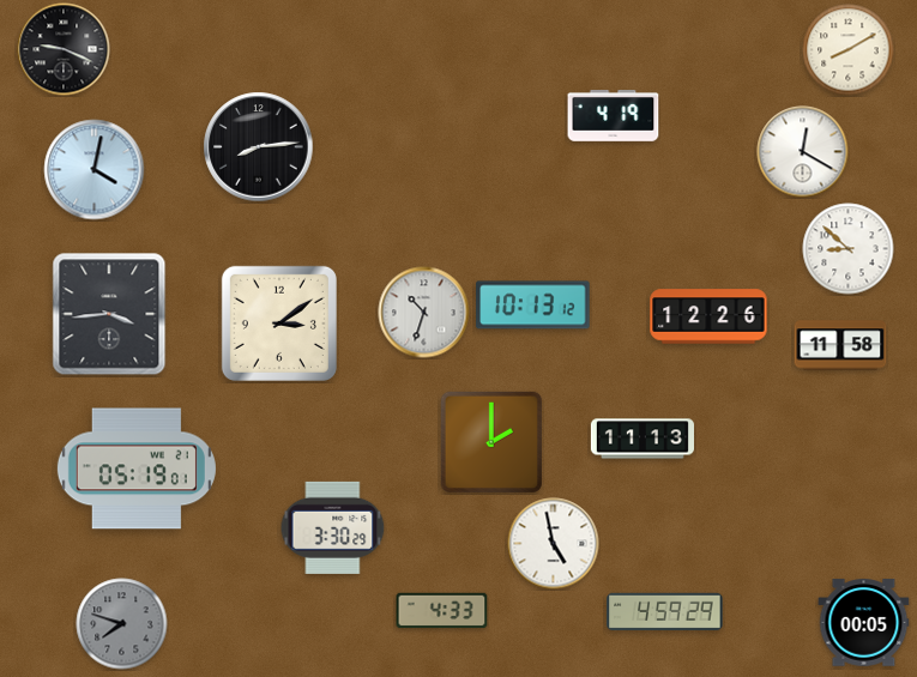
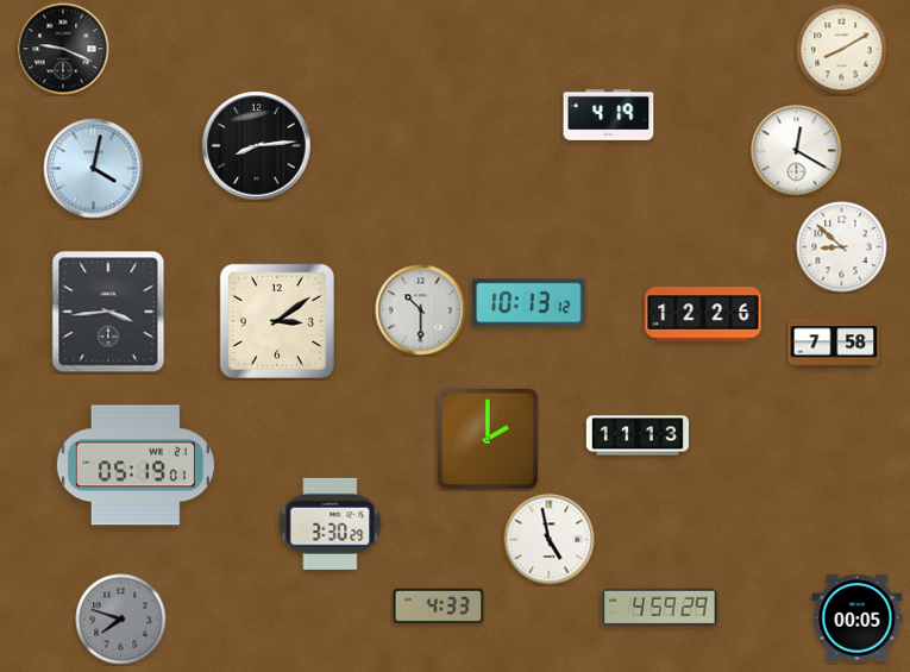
clock at (424, 313): 10:33 -> 10:30
clock at (840, 345): 11:58 -> 7:58
